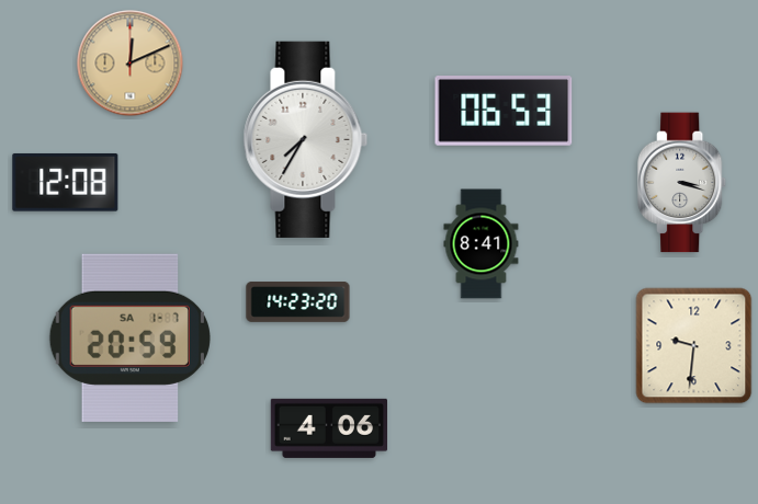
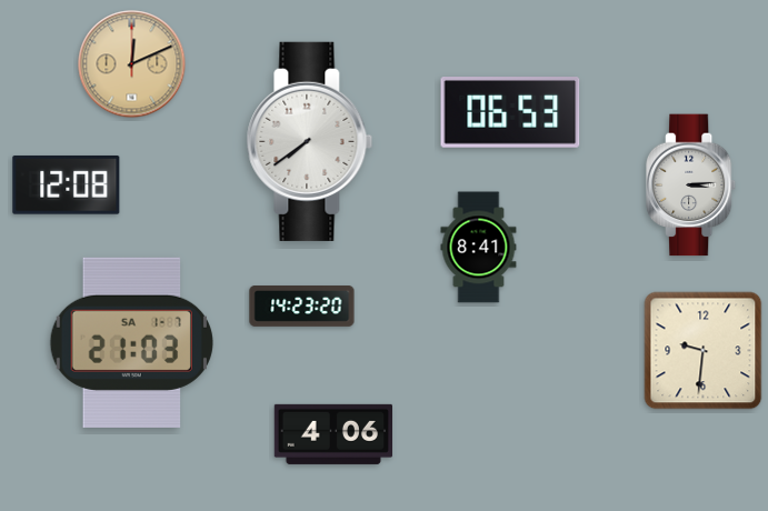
clock at (306, 139): 7:35 -> 7:39
clock at (683, 183): 3:18 -> 3:14
clock at (482, 244) position: (482, 244) -> (479, 248)
clock at (129, 337): 20:59 -> 21:03
